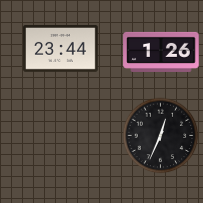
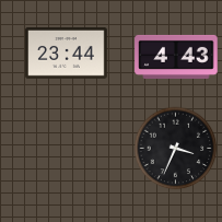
clock at (161, 52): 1:26 -> 4:43
clock at (161, 136): 12:34 -> 3:34
